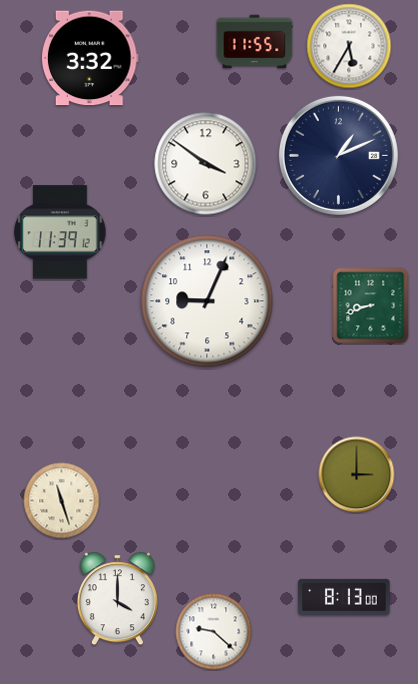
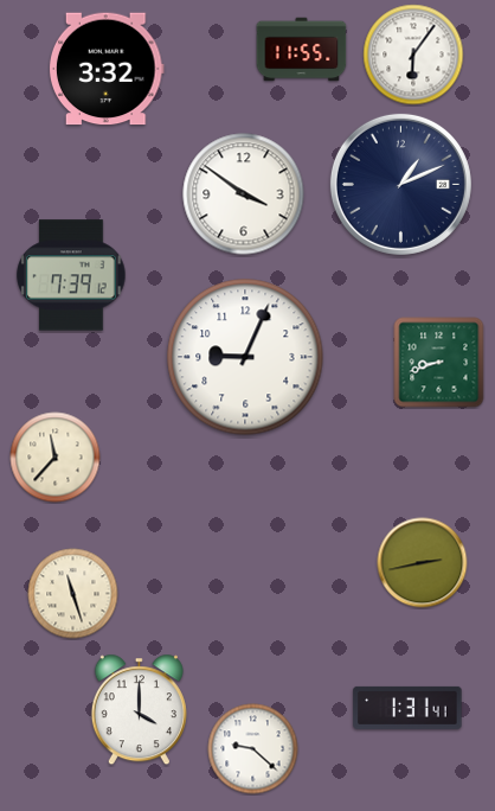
clock at (349, 46): 5:35 -> 6:06
clock at (60, 232): 11:39 -> 7:39
clock at (56, 458): none -> 11:37
clock at (357, 475): 3:00 -> 2:43
clock at (344, 597): 8:13 -> 1:31
